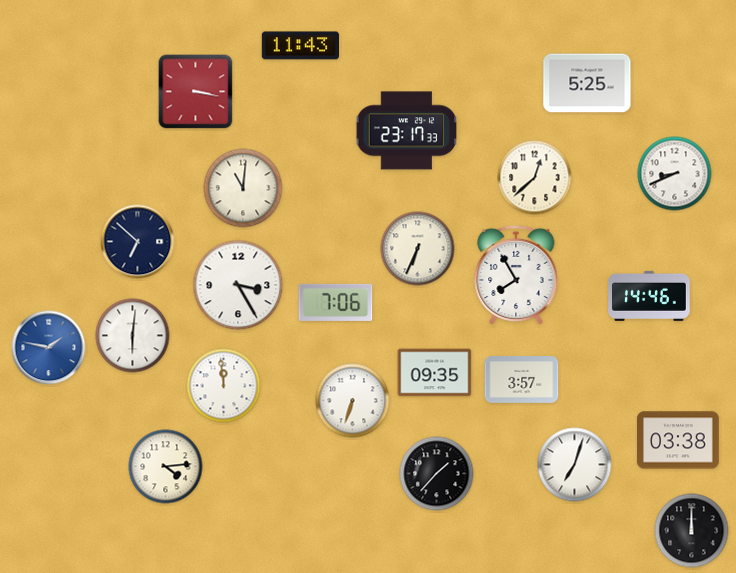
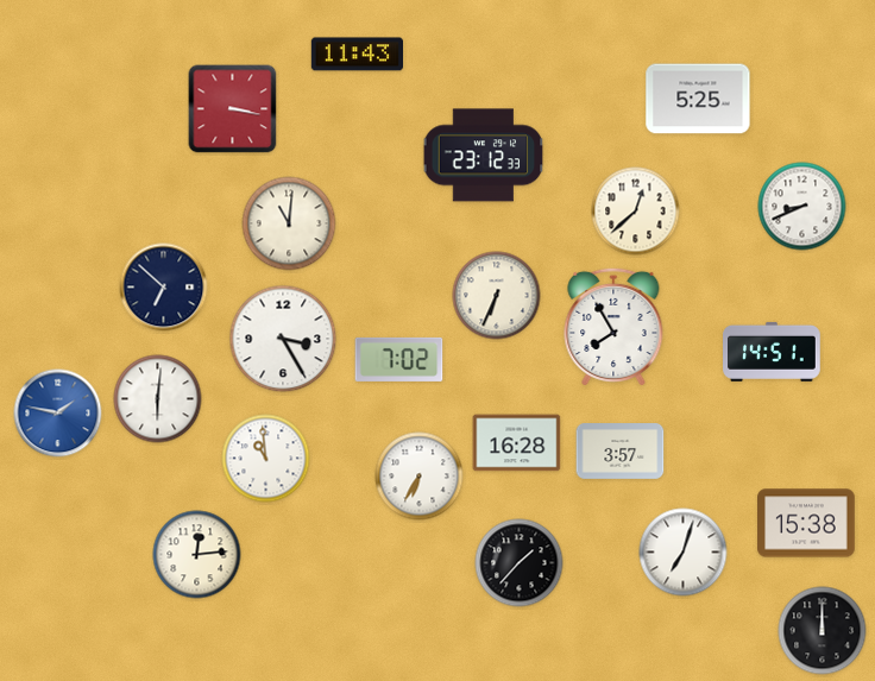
clock at (407, 131): 23:17 -> 23:12
clock at (649, 296): 14:46 -> 14:51
clock at (336, 302): 7:06 -> 7:02
clock at (435, 373): 09:35 -> 16:28
clock at (224, 386): 11:59 -> 10:59
clock at (353, 401): 6:33 -> 6:35
clock at (678, 440): 03:38 -> 15:38
clock at (166, 467): 4:14 -> 12:14
